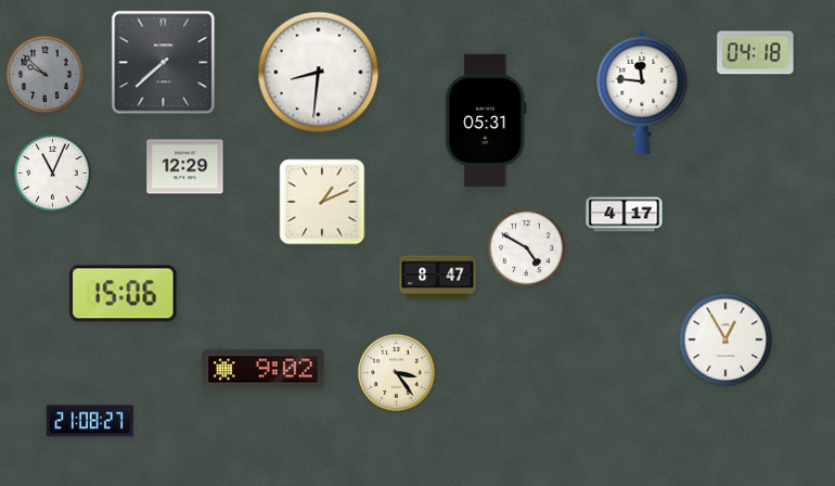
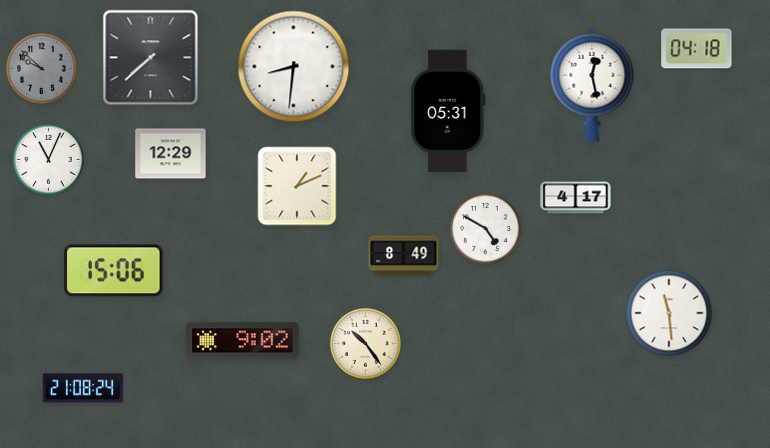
clock at (642, 92): 11:46 -> 12:28
clock at (438, 278): 8:47 -> 8:49
clock at (725, 340): 12:55 -> 11:29
clock at (397, 373): 3:24 -> 10:24
clock at (90, 421): 21:08:27 -> 21:08:24
